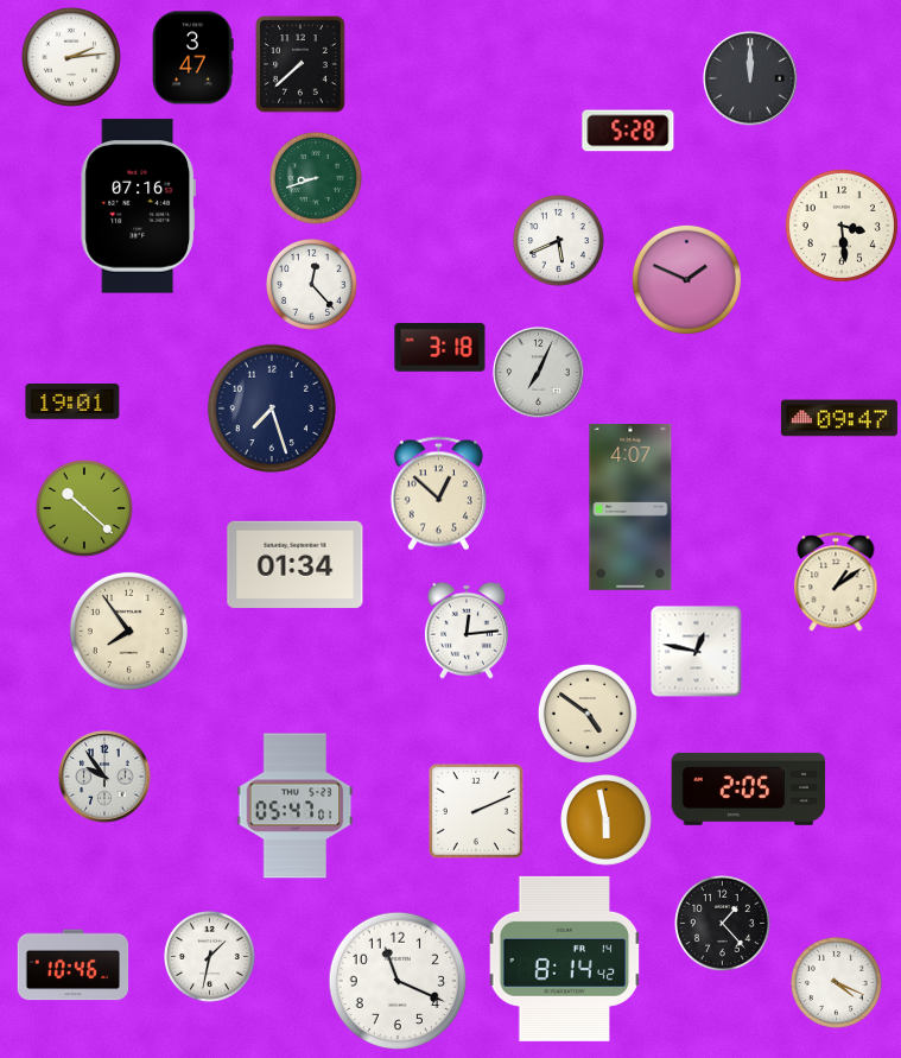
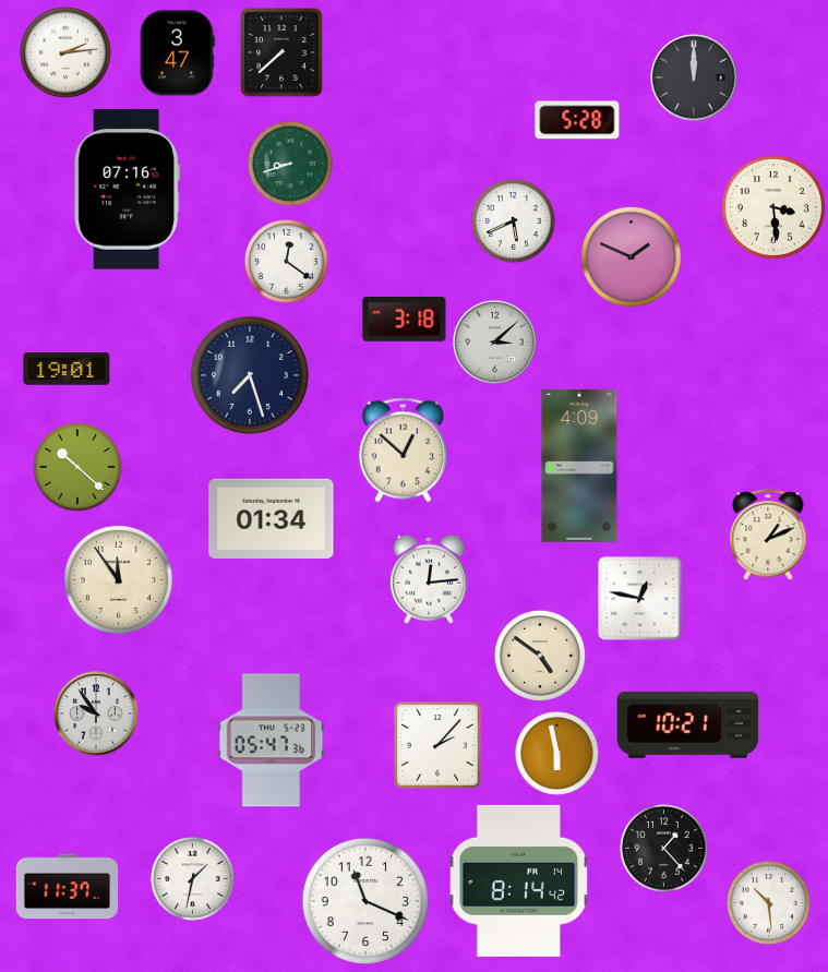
clock at (300, 64) position: (300, 64) -> (281, 52)
clock at (750, 78) position: (750, 78) -> (694, 77)
clock at (312, 285): 12:23 -> 12:21
clock at (539, 373): 7:04 -> 3:08
clock at (839, 418): 09:47 -> none
clock at (438, 494) position: (438, 494) -> (403, 451)
clock at (630, 507): 4:07 -> 4:09
clock at (836, 582): 1:09 -> 1:11
clock at (128, 631): 7:54 -> 11:54
clock at (749, 788): 2:05 -> 10:21
clock at (296, 806): 05:47:01 -> 05:47:36
clock at (476, 811): 2:11 -> 2:07
clock at (74, 965): 10:46 -> 11:37
clock at (837, 983): 4:19 -> 10:29
